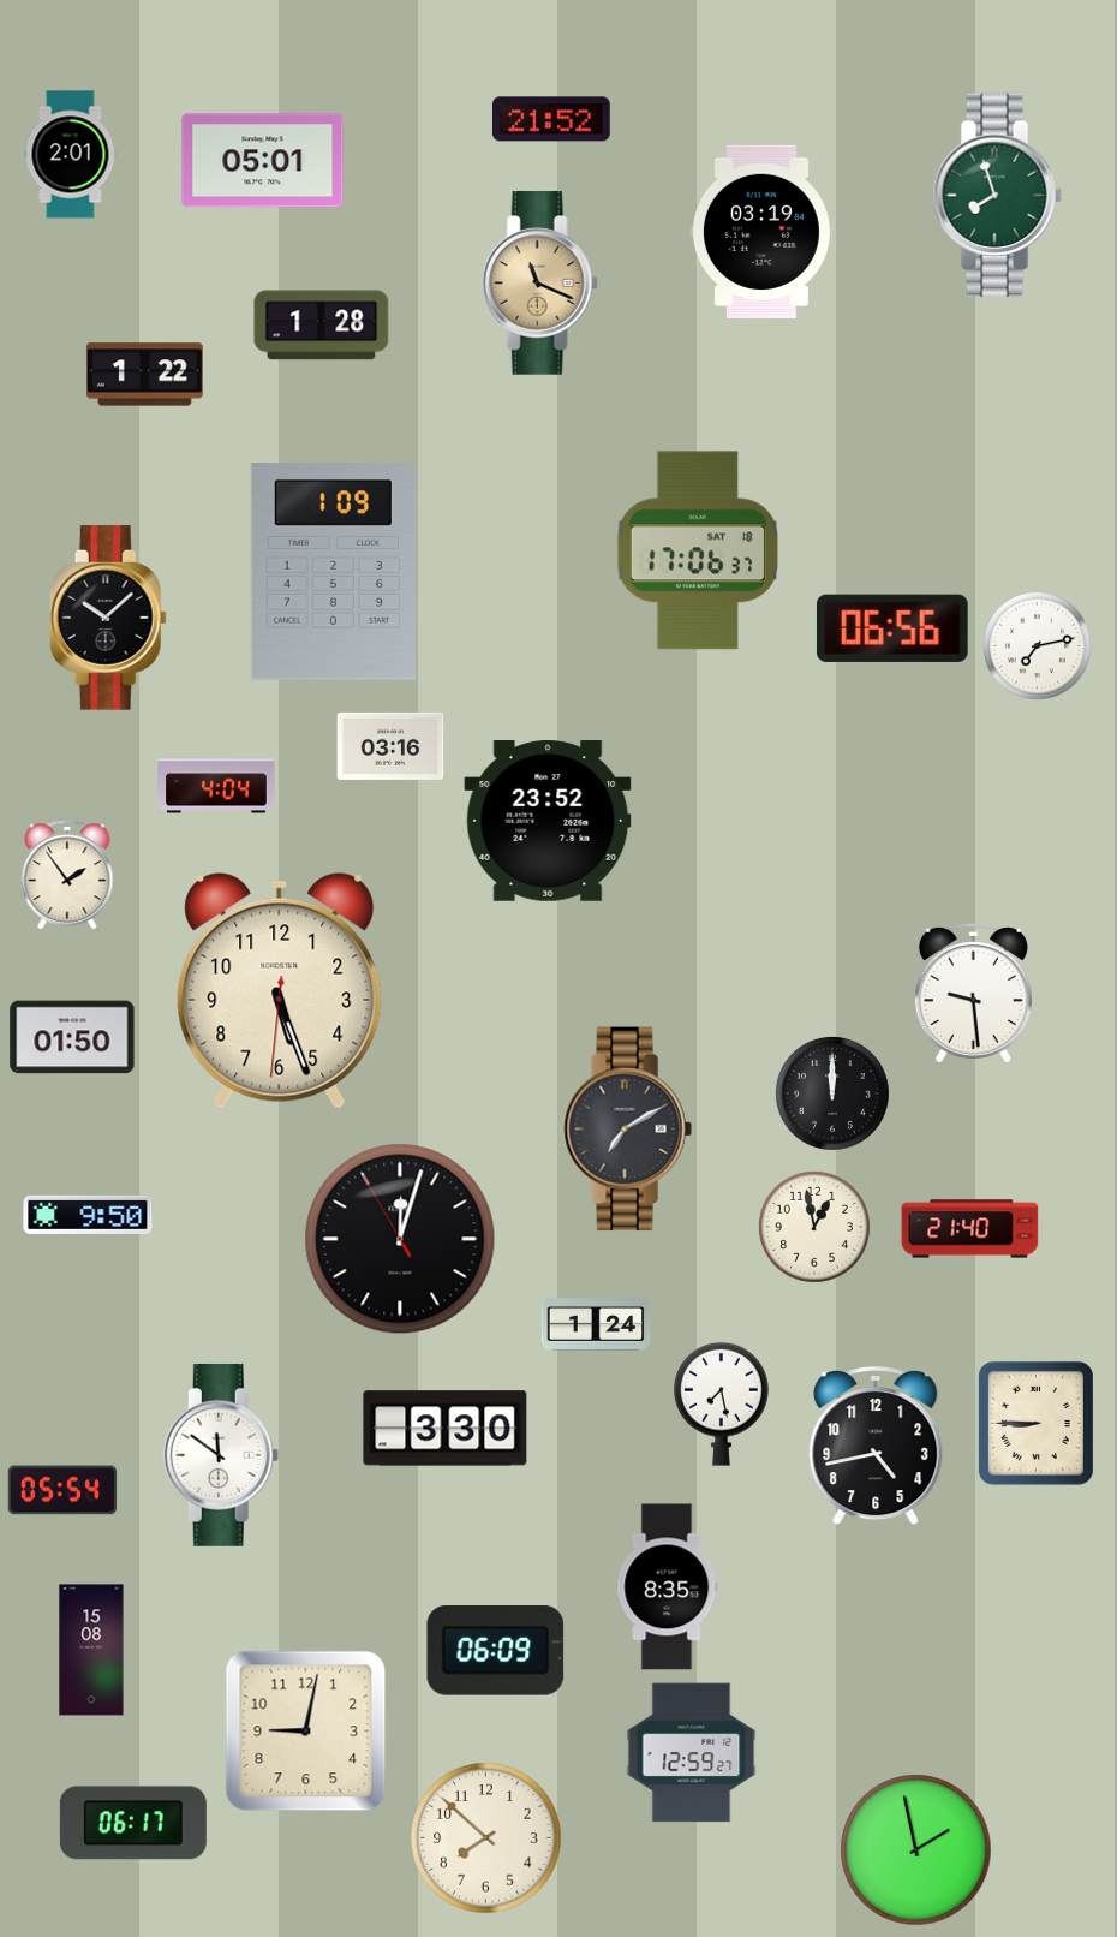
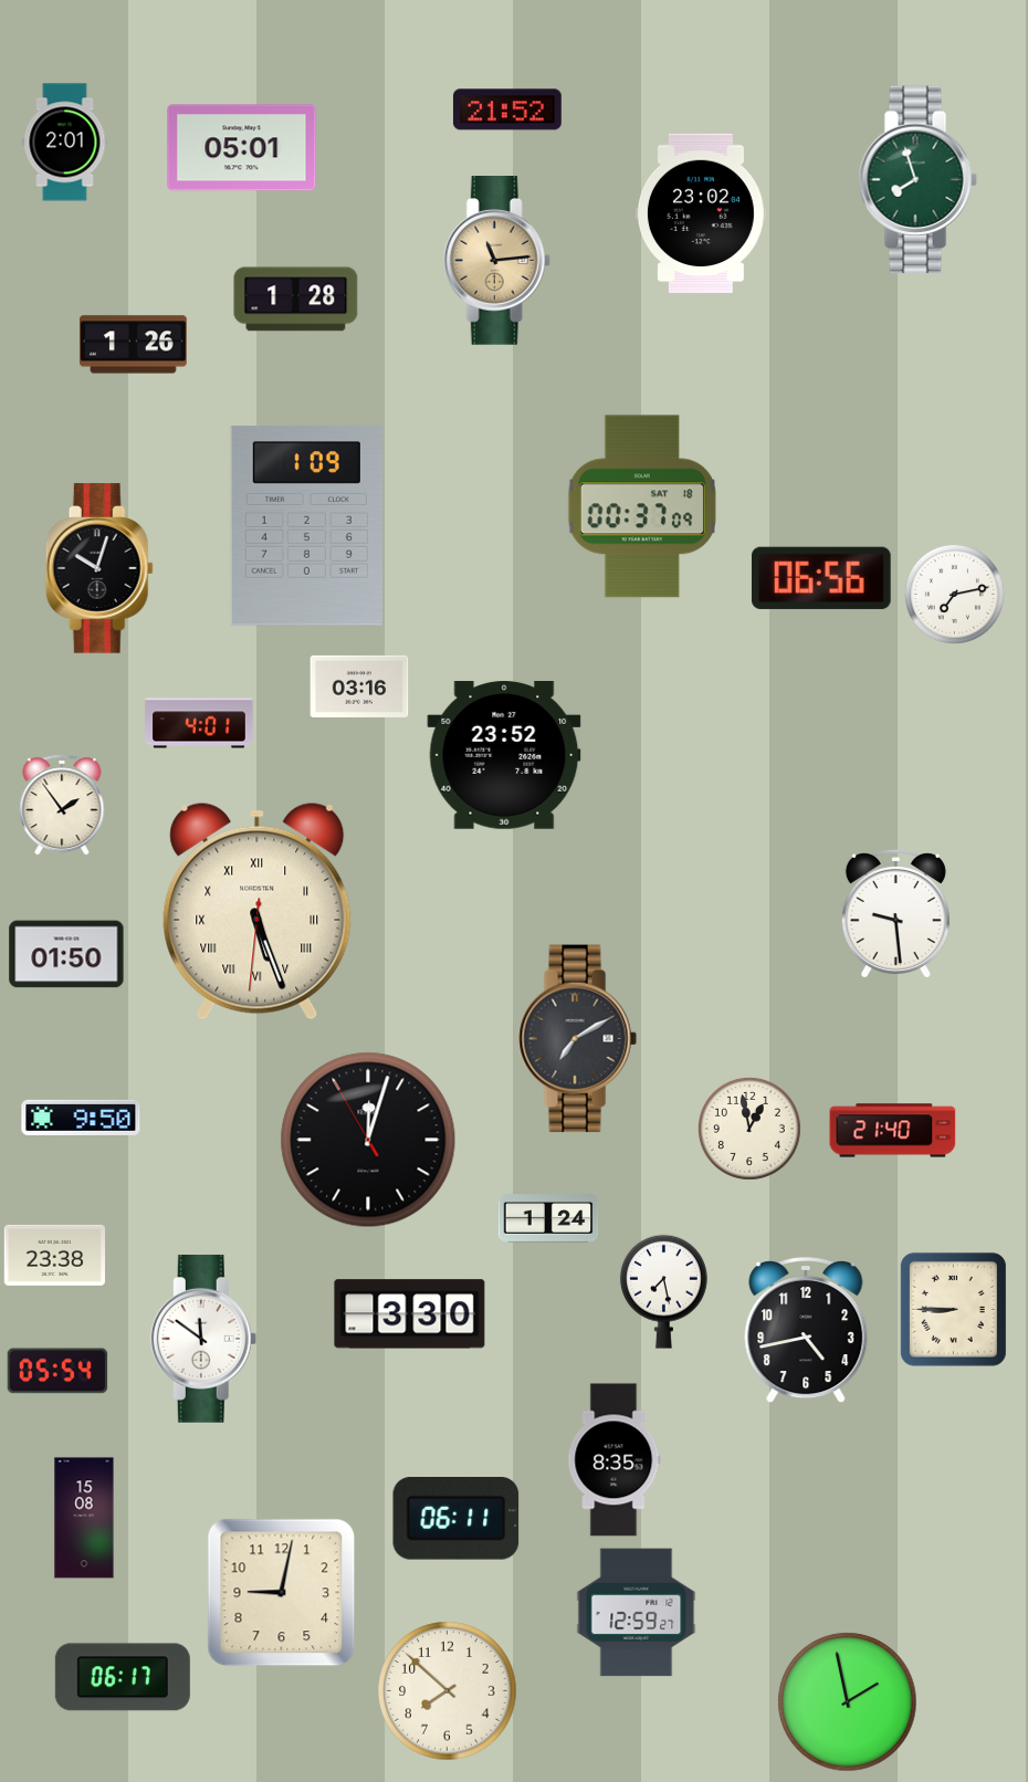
clock at (761, 232): 03:19 -> 23:02
clock at (539, 284): 11:19 -> 11:14
clock at (144, 375): 1:22 -> 1:26
clock at (698, 550): 17:06 -> 00:37
clock at (108, 618): 10:08 -> 10:03
clock at (216, 786): 4:04 -> 4:01
clock at (280, 991) numerals: Arabic -> Roman
clock at (832, 1093): 12:00 -> none
clock at (55, 1255): none -> 23:38
clock at (496, 1651): 06:09 -> 06:11
clock at (916, 1850) position: (916, 1850) -> (848, 1702)
